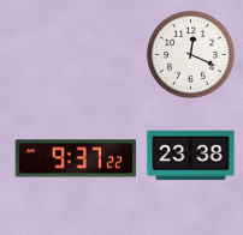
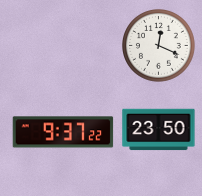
clock at (191, 156): 23:38 -> 23:50
